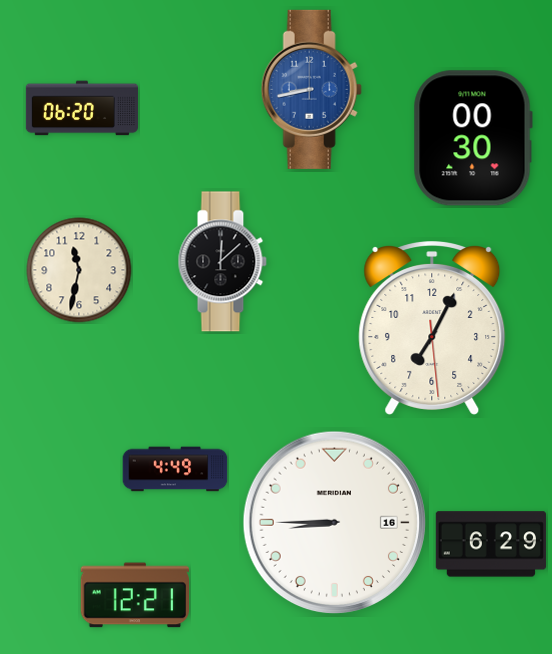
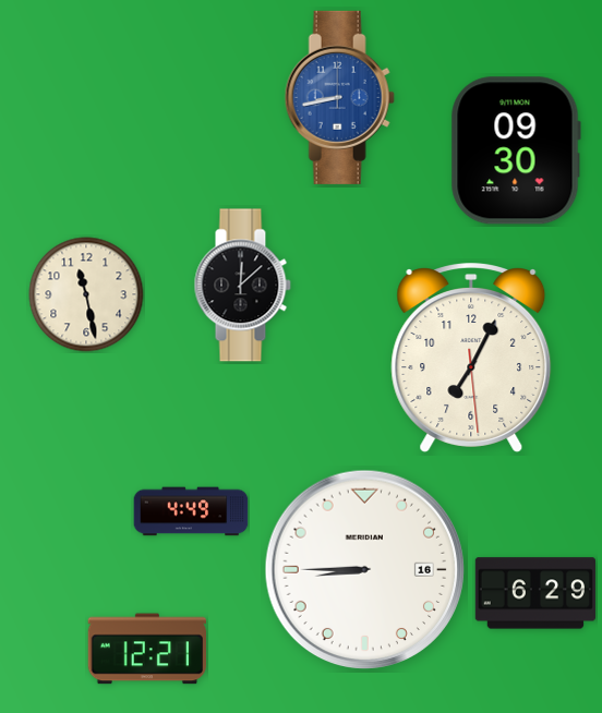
clock at (82, 108): 06:20 -> none
clock at (473, 138): 00:30 -> 09:30
clock at (79, 270): 11:32 -> 11:28
